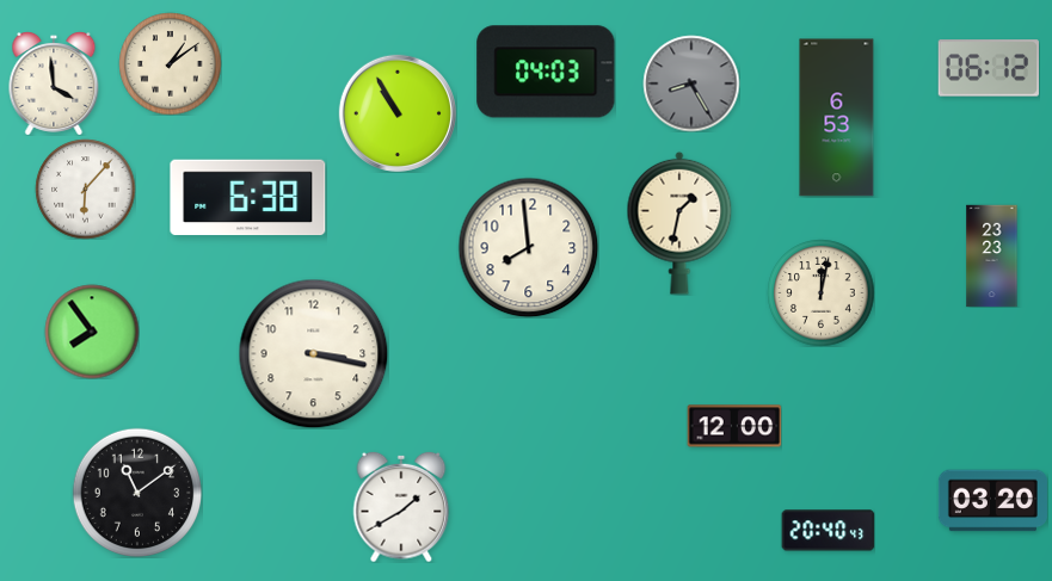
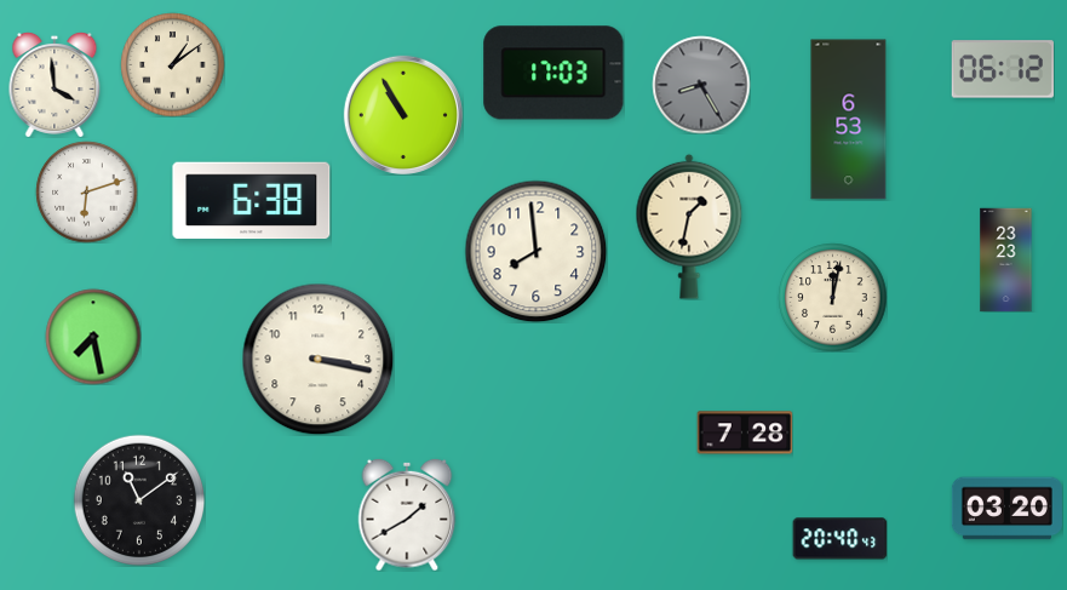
clock at (546, 72): 04:03 -> 17:03
clock at (85, 188): 6:07 -> 6:12
clock at (92, 332): 7:54 -> 7:28
clock at (734, 426): 12:00 -> 7:28
